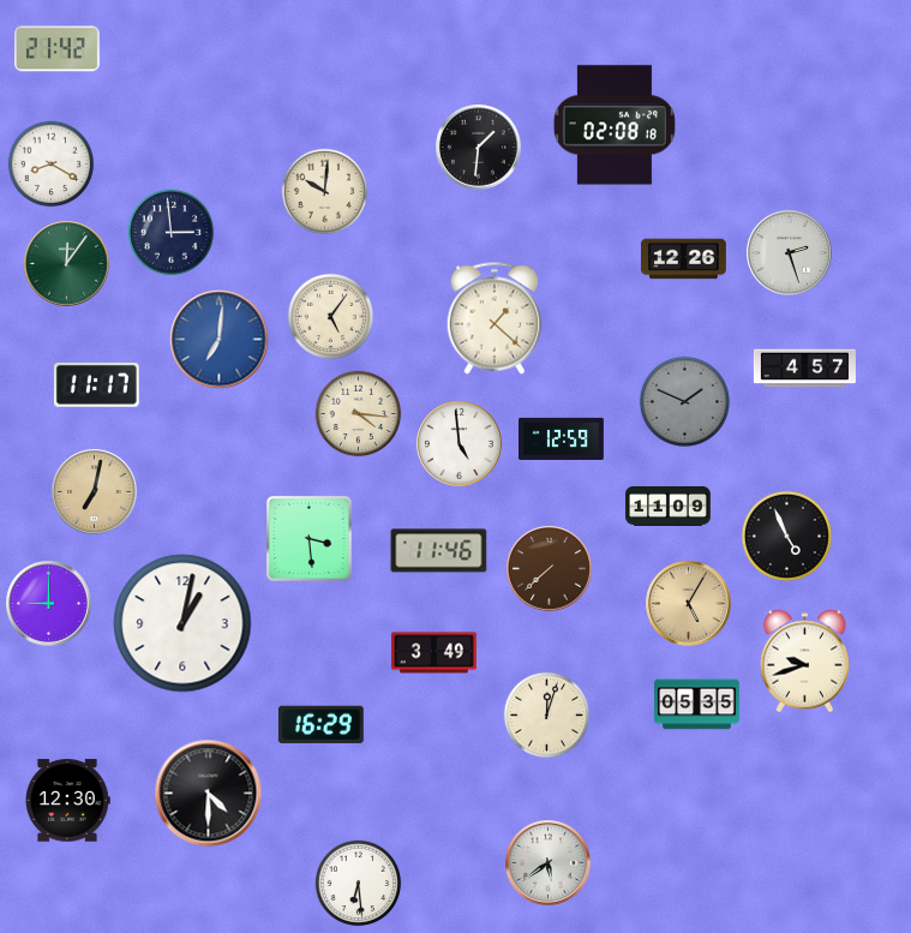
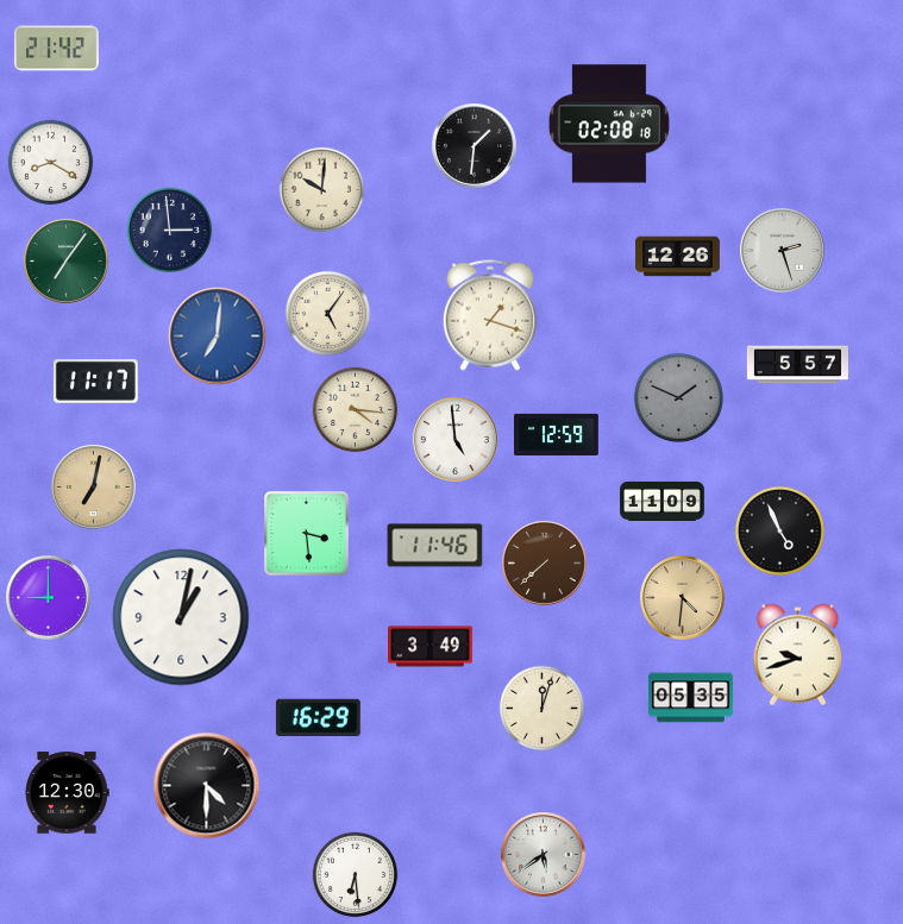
clock at (67, 264): 12:06 -> 7:06
clock at (495, 318): 1:22 -> 1:18
clock at (804, 369): 4:57 -> 5:57
clock at (689, 604): 5:05 -> 4:31
